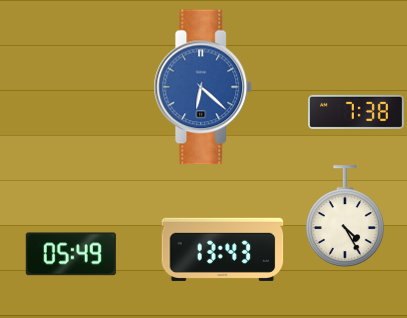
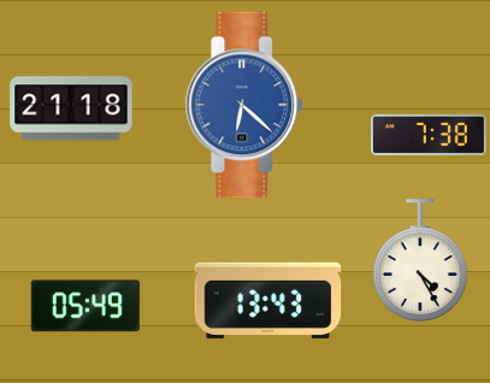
clock at (71, 108): none -> 21:18
clock at (345, 216) position: (345, 216) -> (420, 260)
